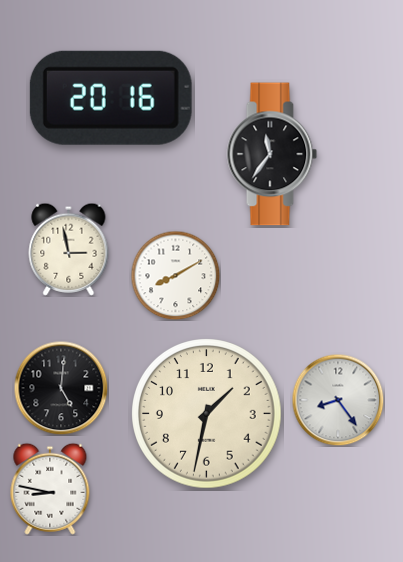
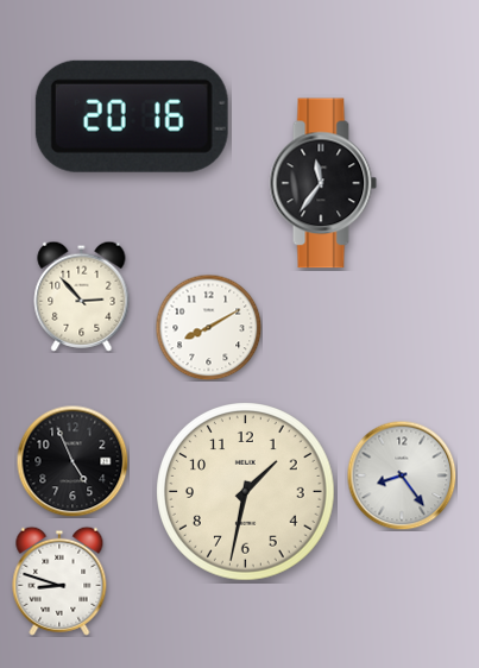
clock at (69, 249): 2:58 -> 2:53
clock at (61, 388): 5:01 -> 4:56
clock at (50, 489): 8:47 -> 8:48
